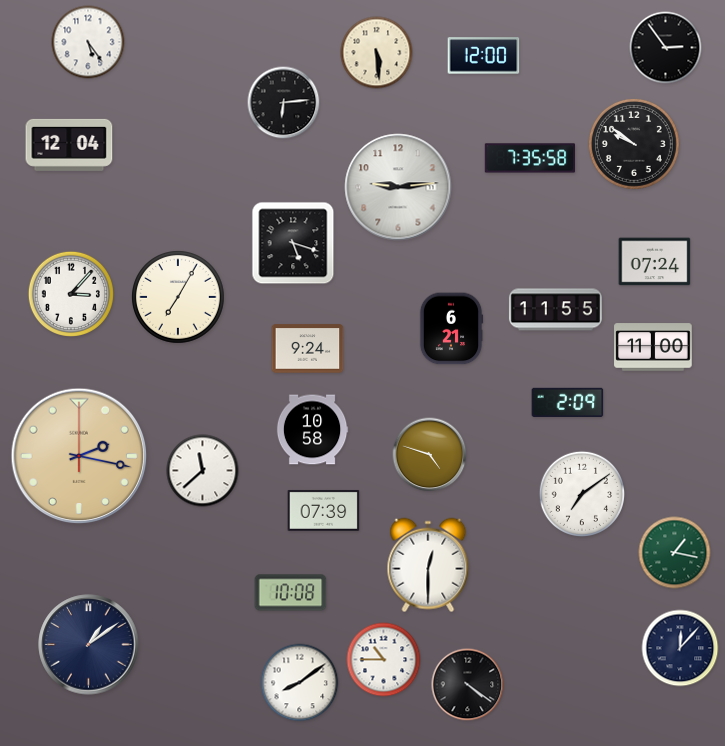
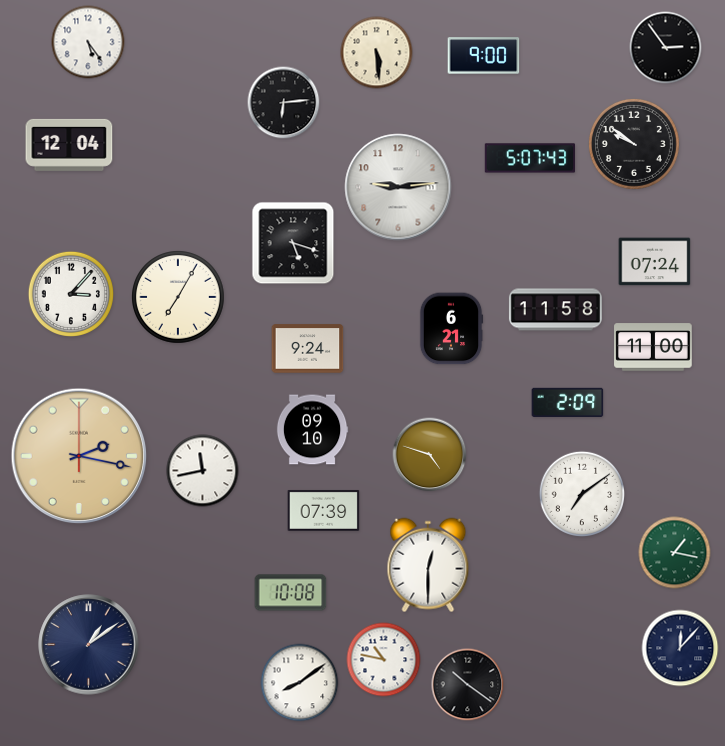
clock at (484, 56): 12:00 -> 9:00
clock at (530, 158): 7:35 -> 5:07
clock at (555, 310): 11:55 -> 11:58
clock at (312, 430): 10:58 -> 09:10
clock at (203, 471): 11:38 -> 11:43
clock at (384, 660): 10:45 -> 10:47
clock at (468, 685): 4:21 -> 10:21
